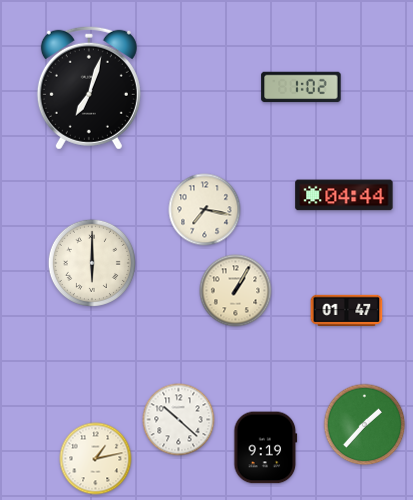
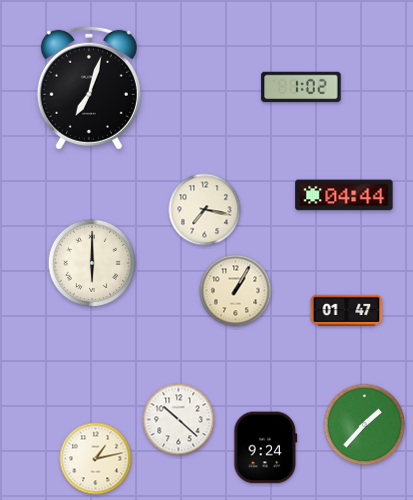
clock at (266, 448): 9:19 -> 9:24
